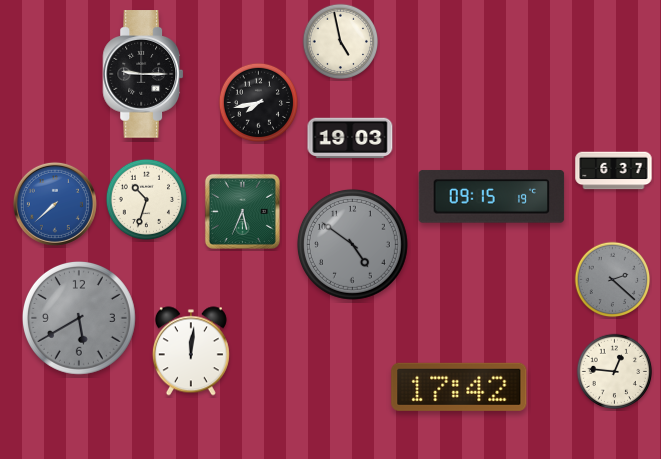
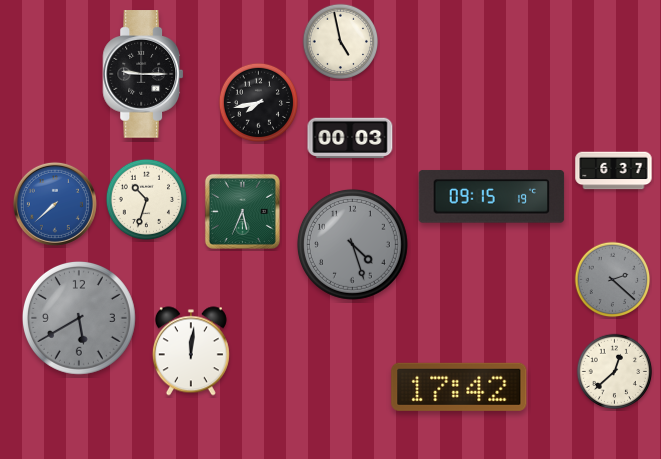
clock at (350, 138): 19:03 -> 00:03
clock at (352, 244): 4:51 -> 4:27
clock at (615, 372): 12:46 -> 12:38
